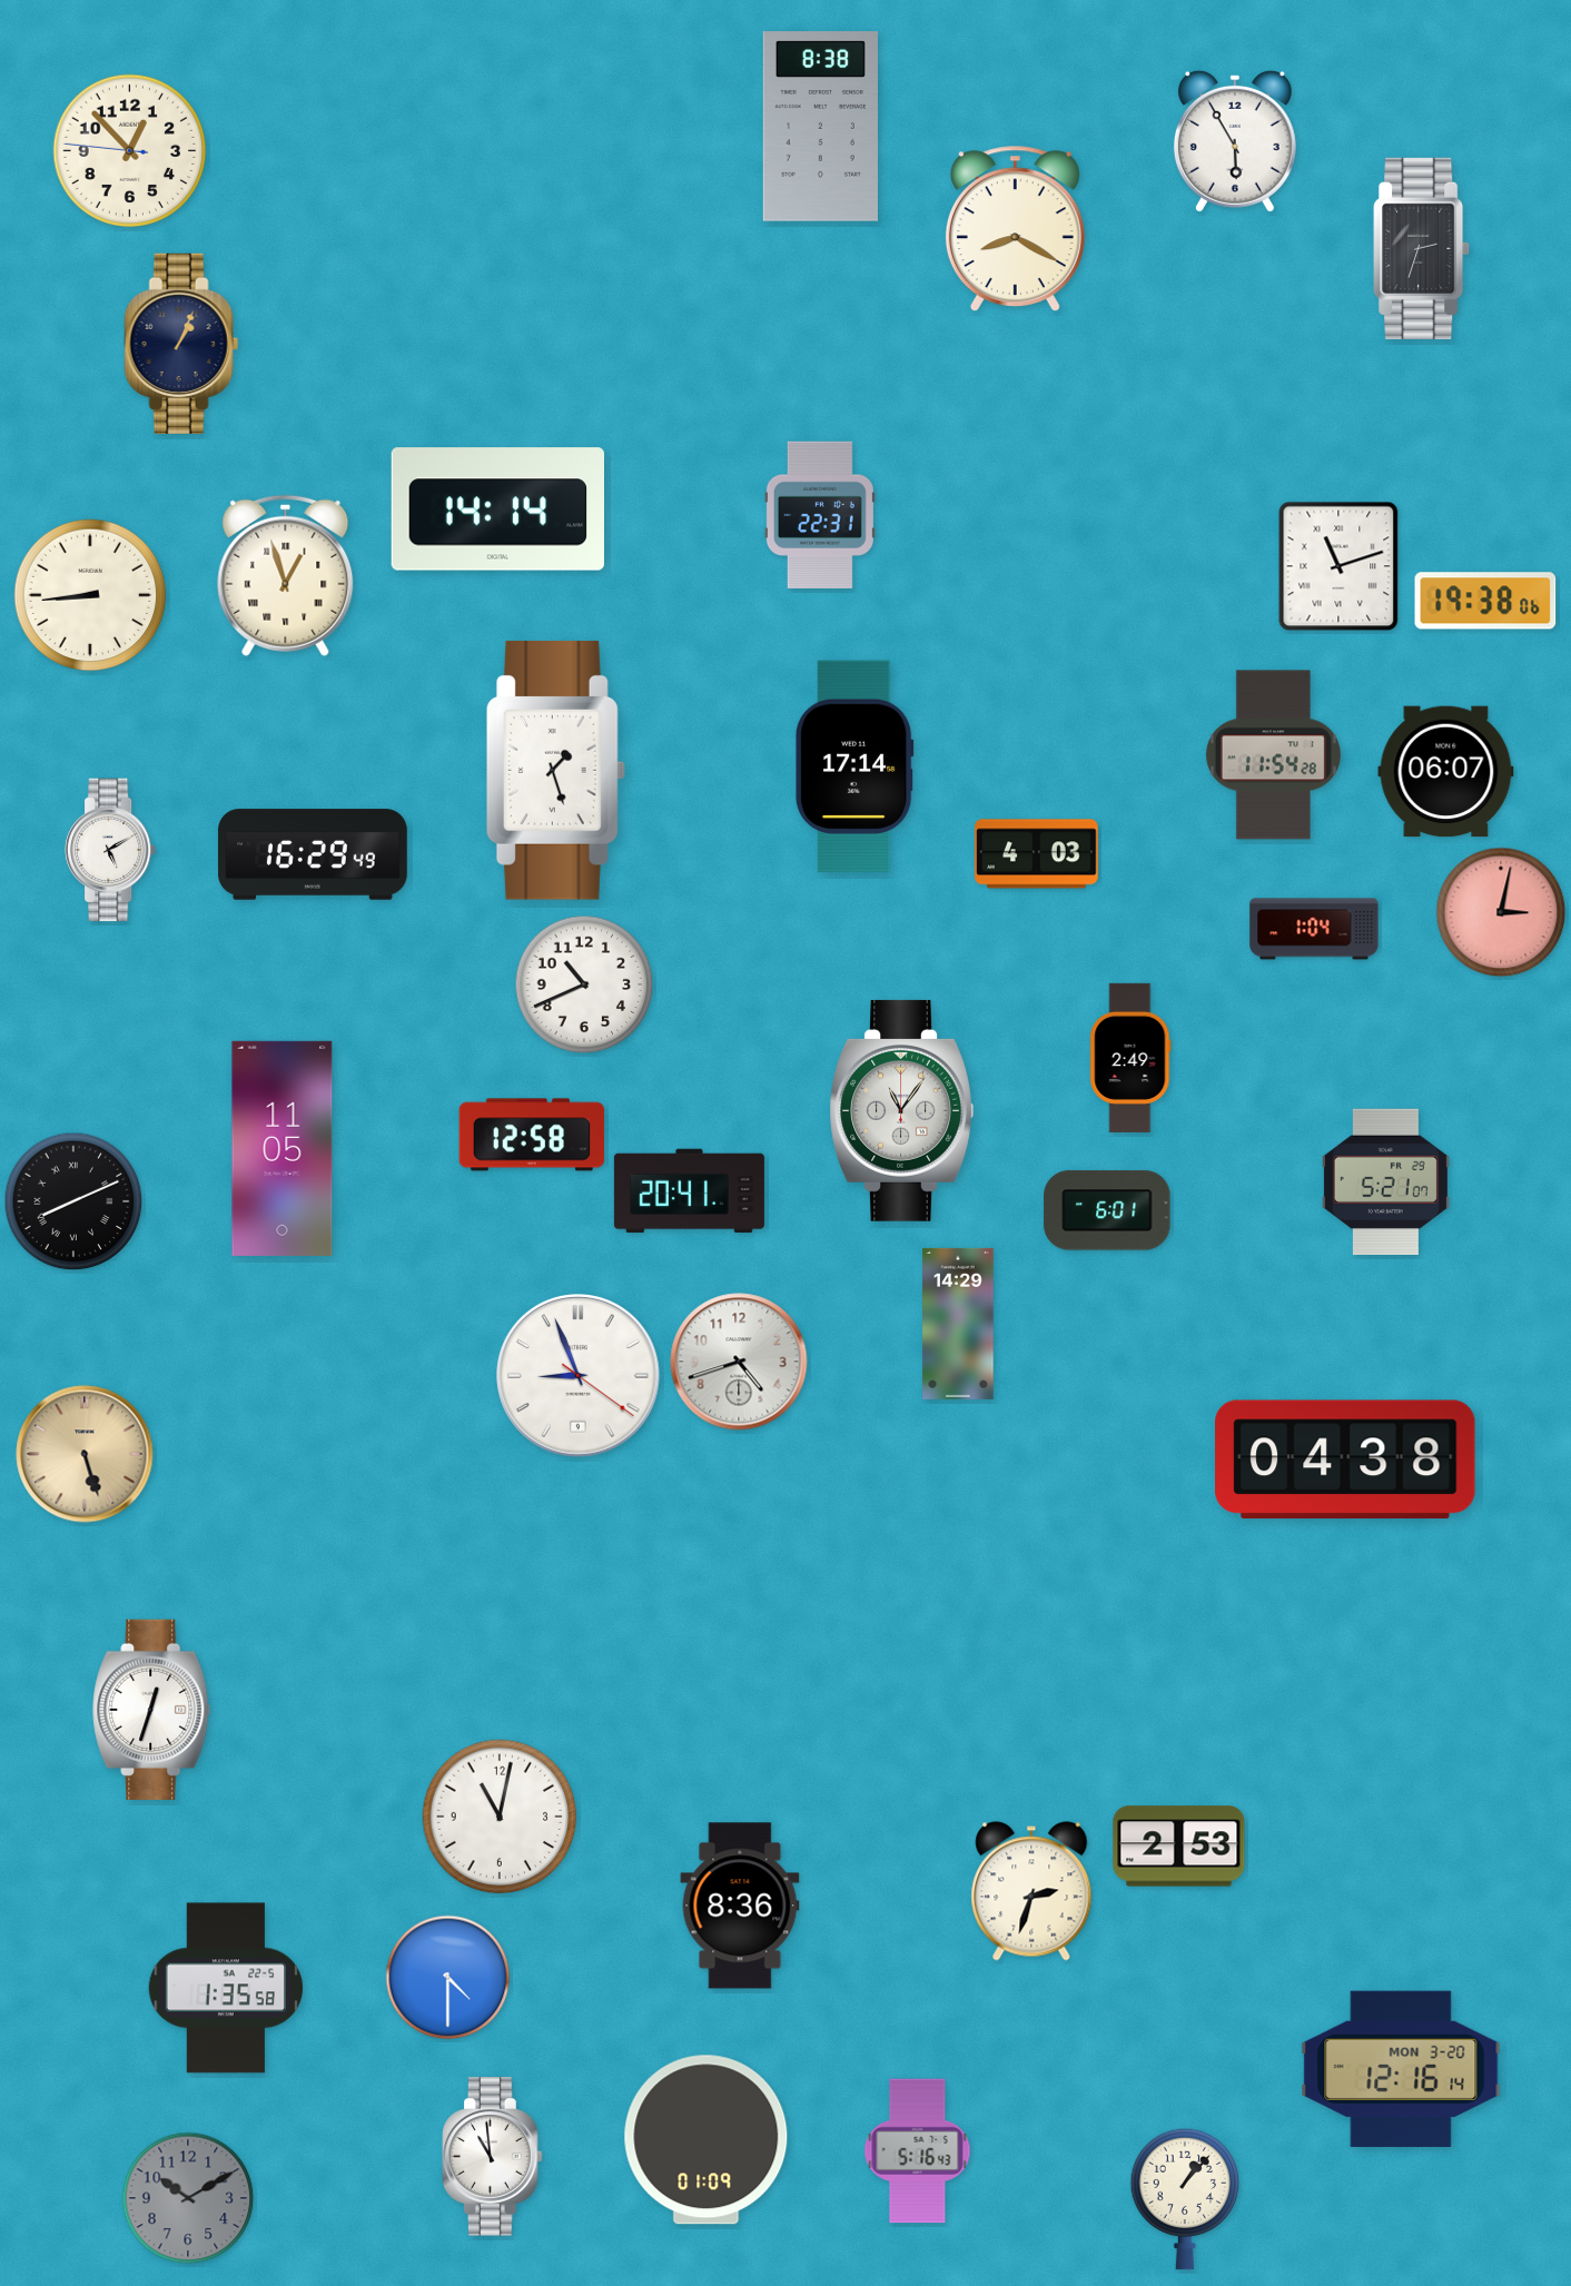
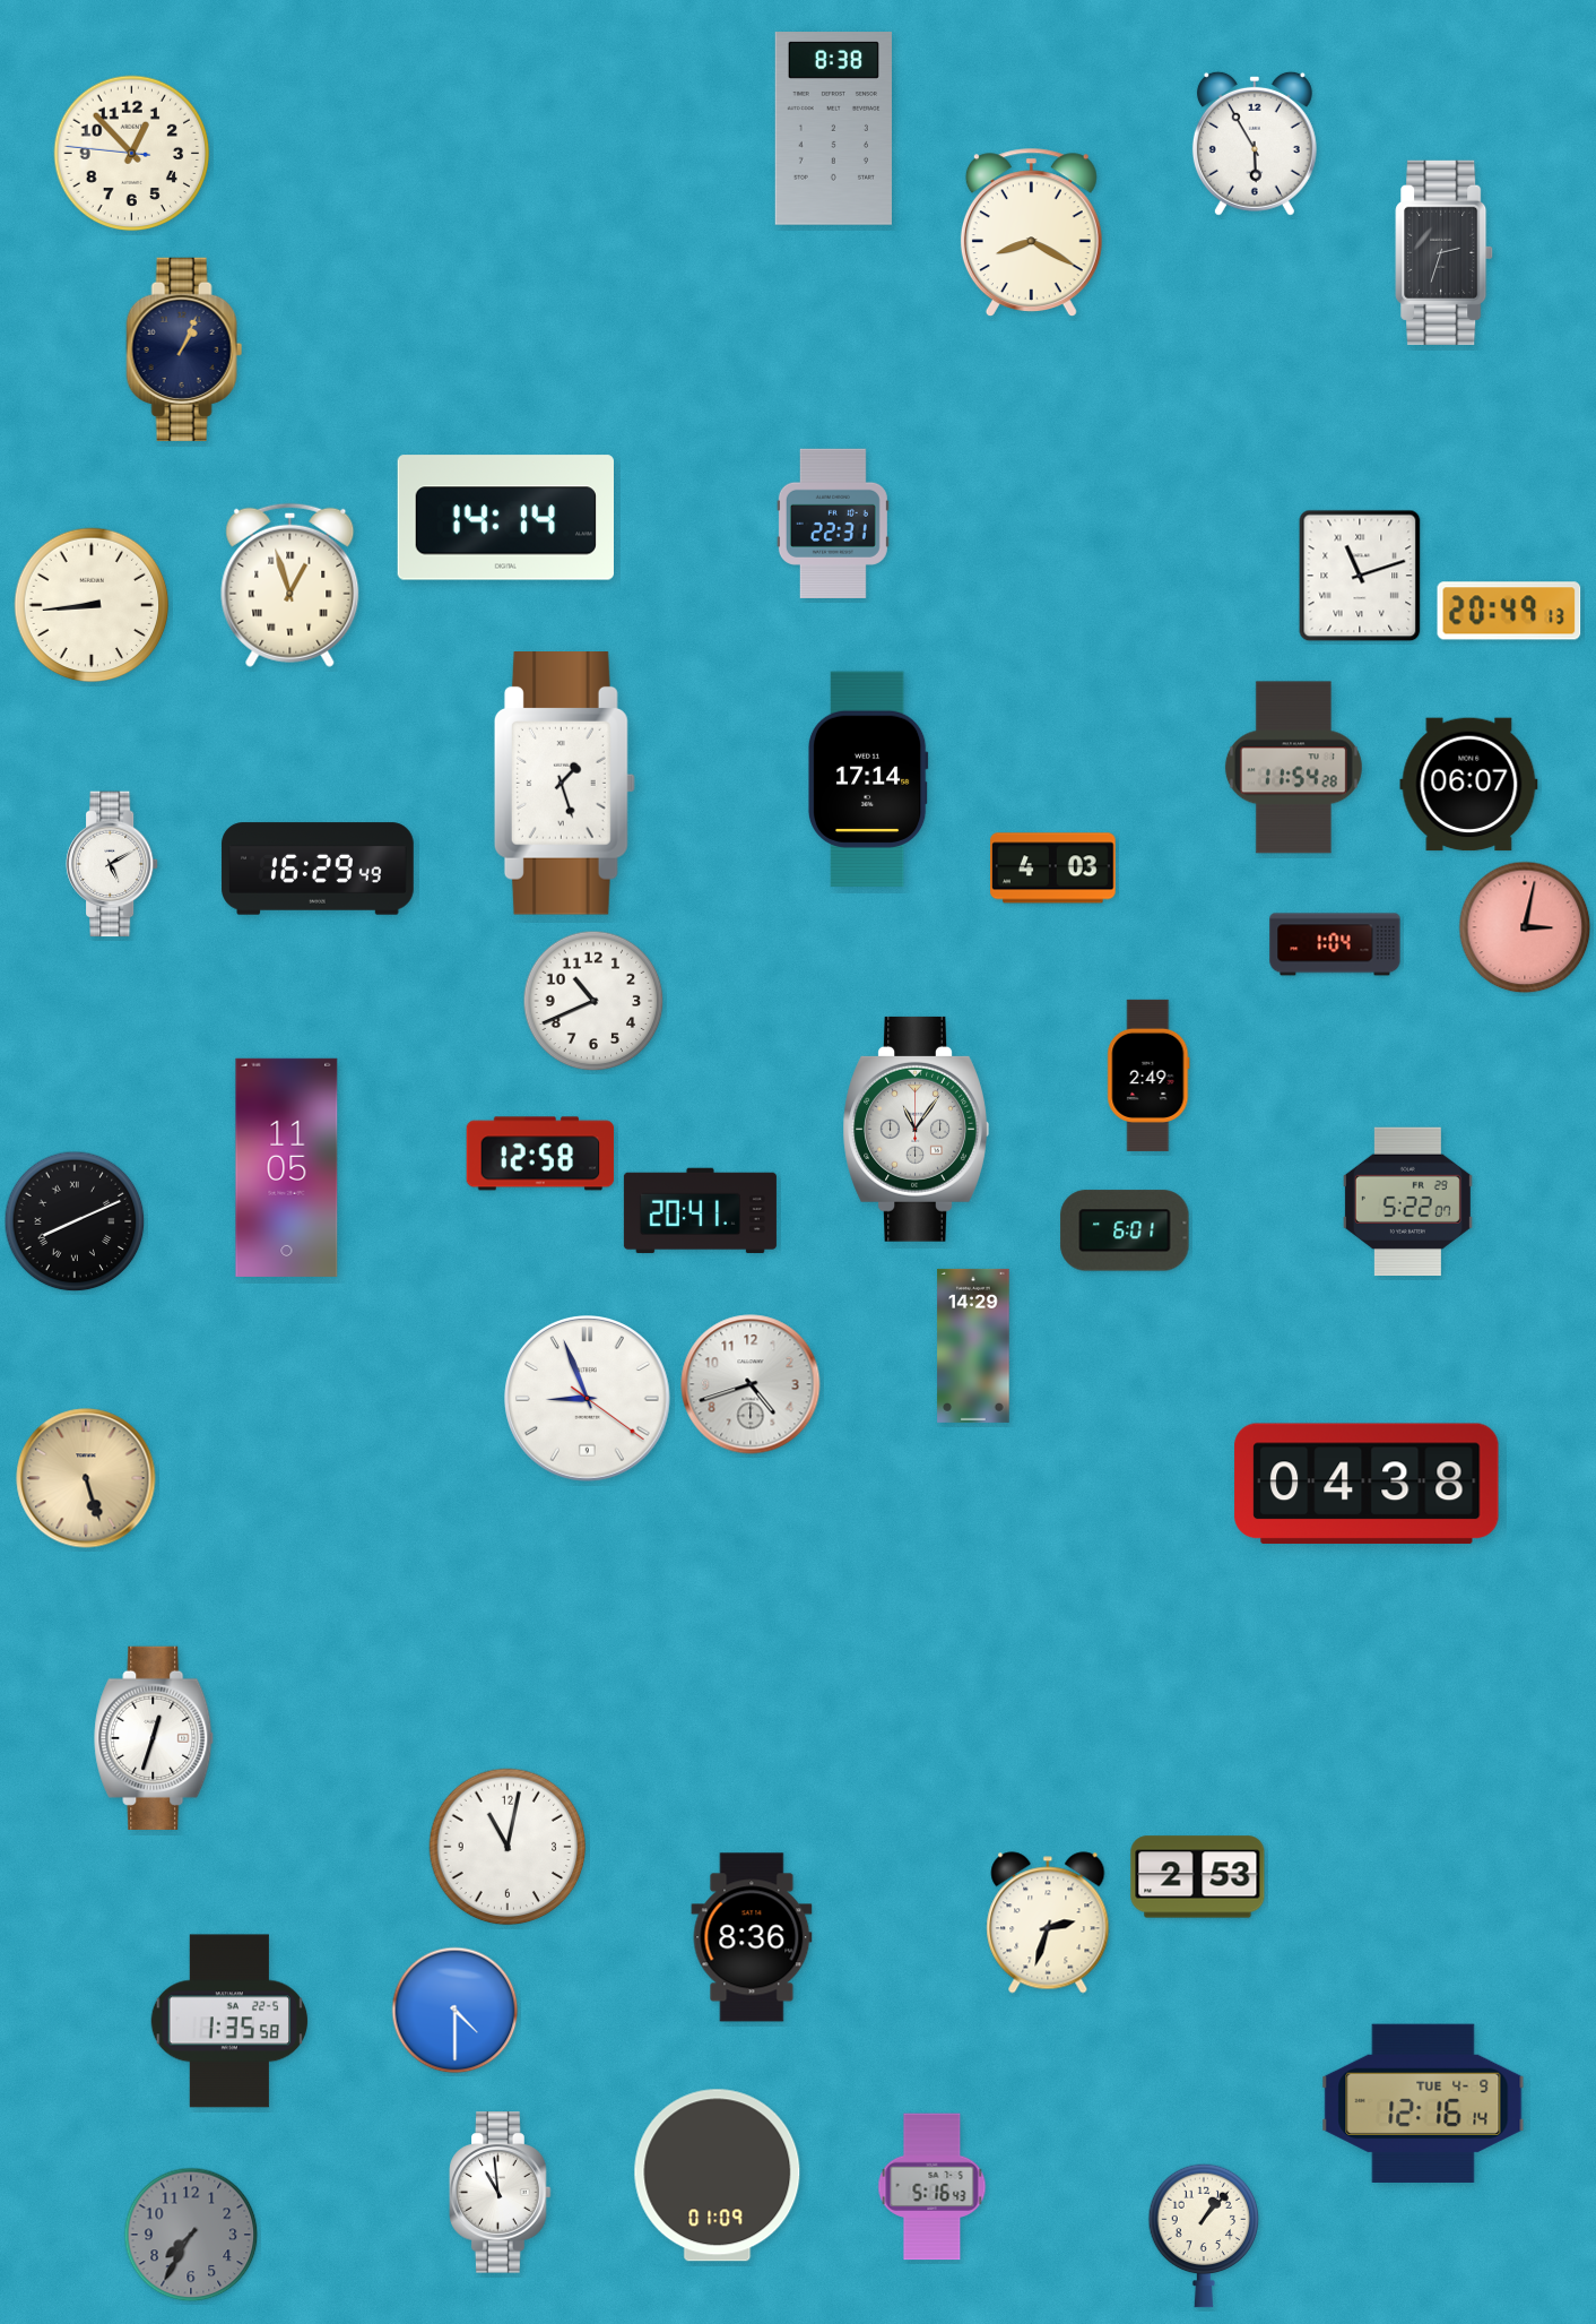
clock at (1485, 601): 19:38 -> 20:49
clock at (1385, 1181): 5:21 -> 5:22
clock at (1401, 2068) date: MON 3-20 -> TUE 4-9
clock at (188, 2198): 10:10 -> 7:35
